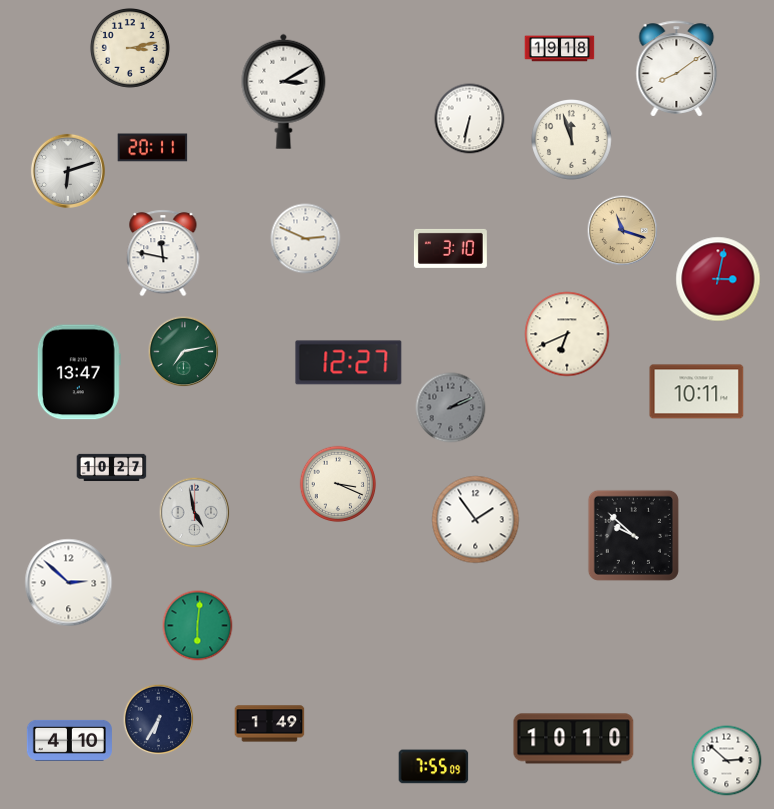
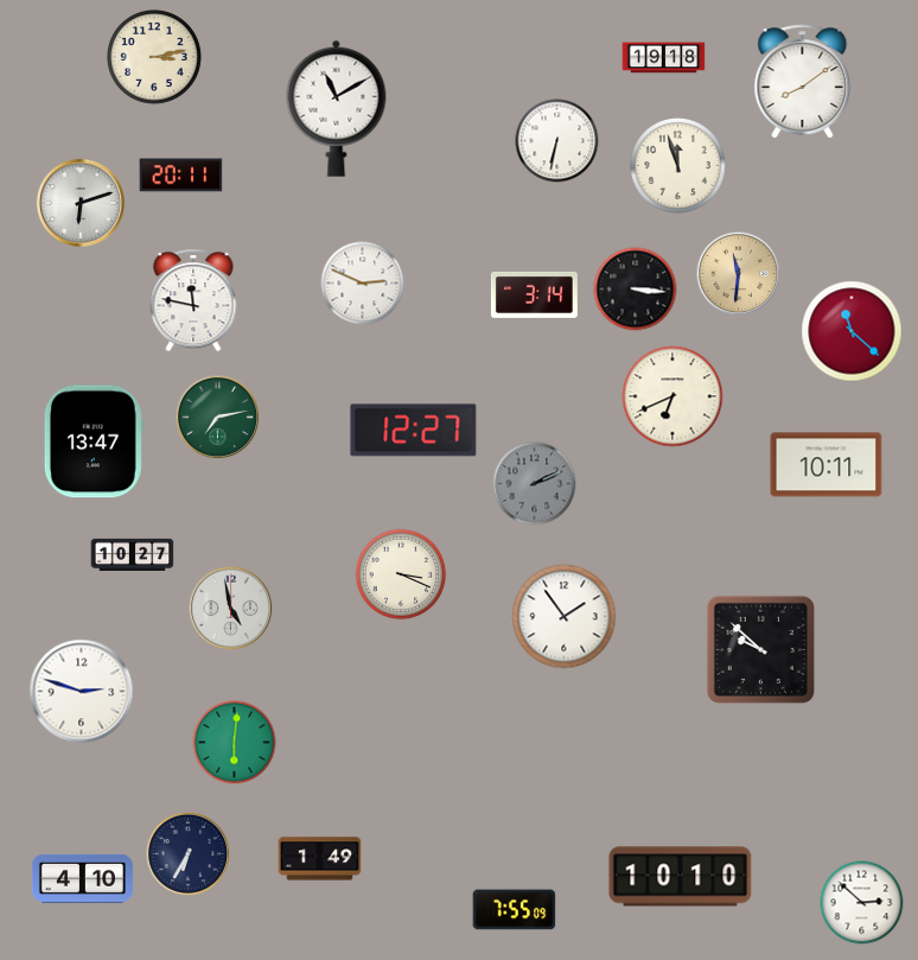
clock at (284, 91): 3:10 -> 11:10
clock at (623, 231): 11:18 -> 11:31
clock at (636, 290): none -> 3:16
clock at (450, 248): 3:10 -> 3:14
clock at (718, 279): 3:02 -> 11:22
clock at (633, 535) position: (633, 535) -> (760, 649)
clock at (69, 583): 2:52 -> 2:48
